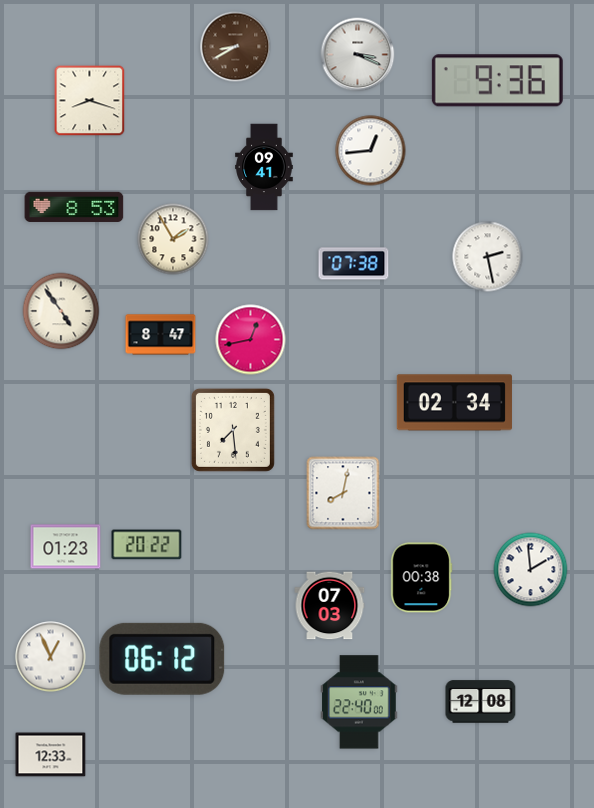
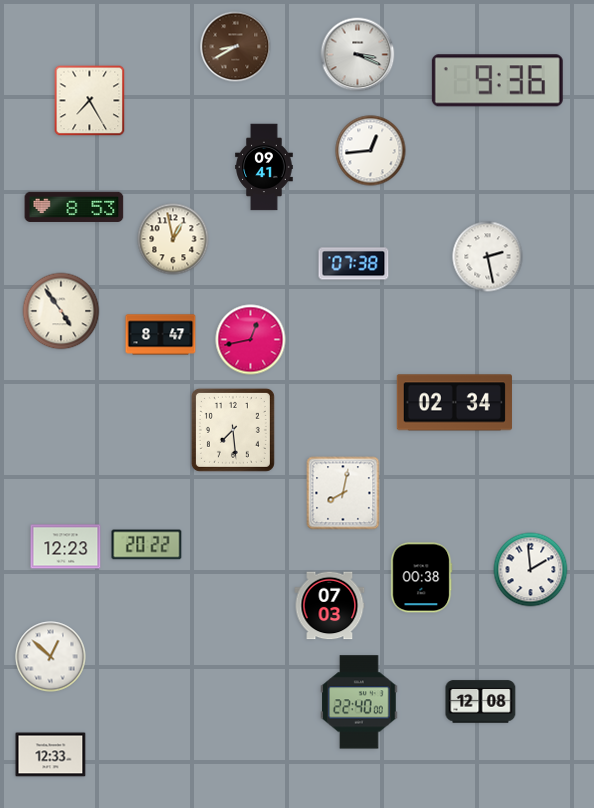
clock at (90, 101): 8:18 -> 7:25
clock at (173, 239): 1:55 -> 12:58
clock at (66, 547): 01:23 -> 12:23
clock at (51, 657): 12:56 -> 12:52
clock at (162, 659): 06:12 -> none
